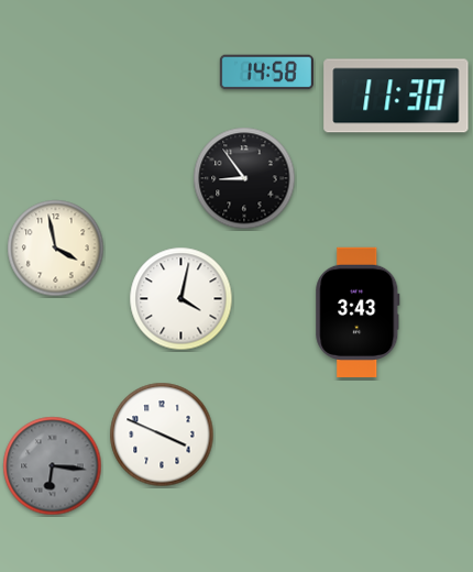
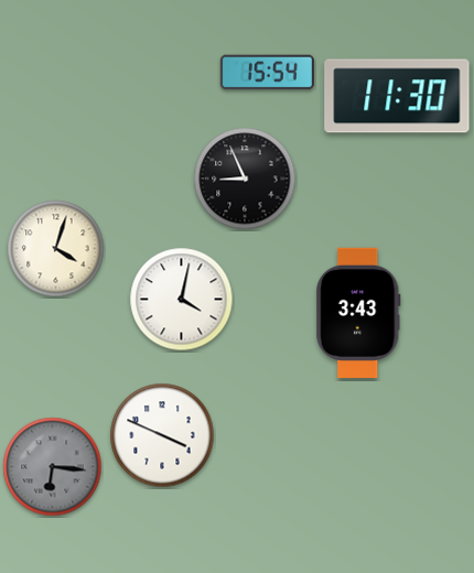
clock at (266, 73): 14:58 -> 15:54
clock at (244, 178): 8:54 -> 8:56
clock at (56, 249): 3:58 -> 4:03
